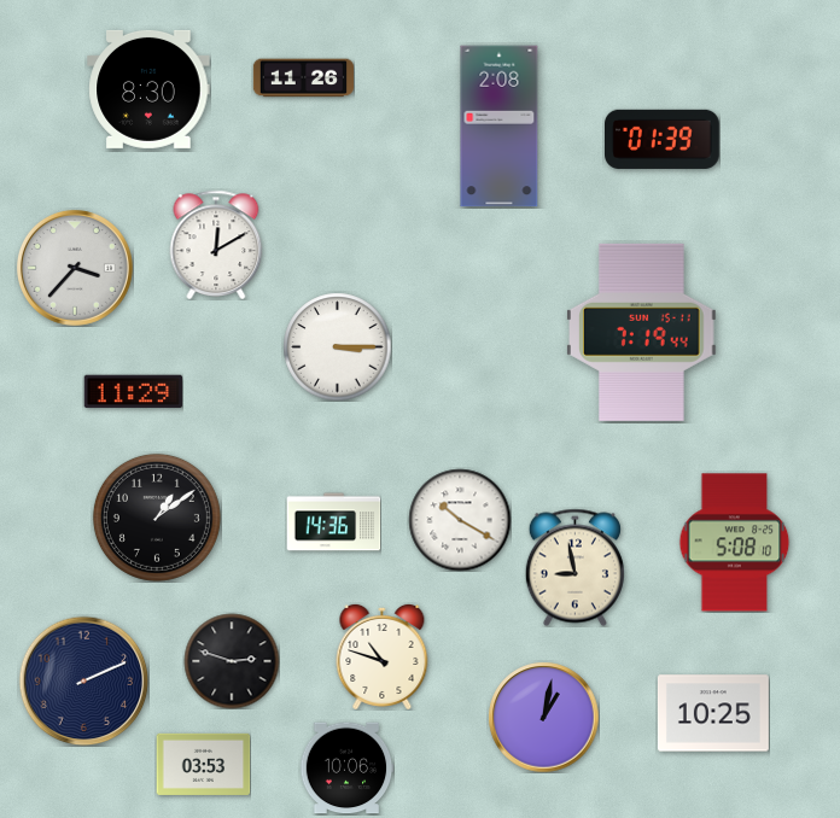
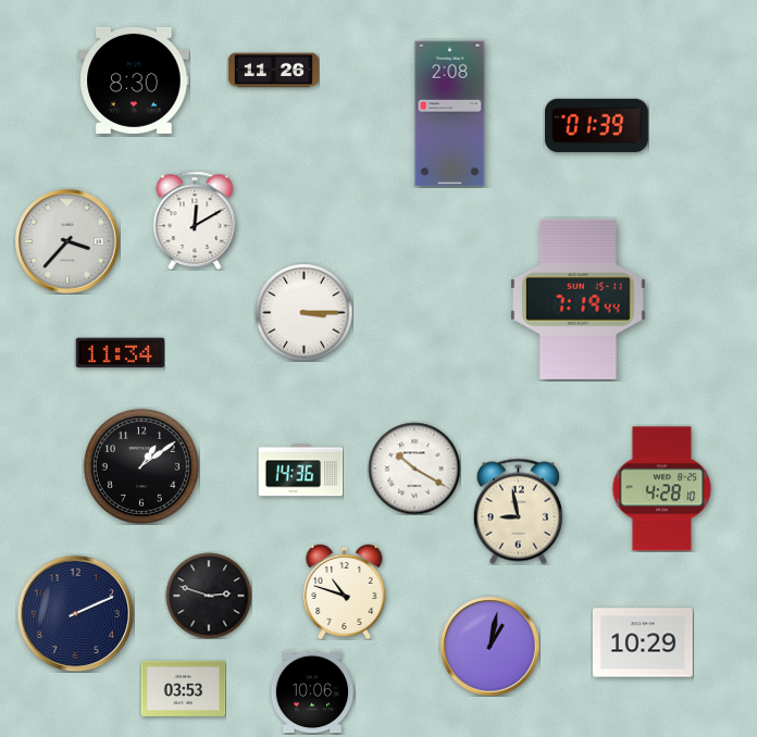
clock at (133, 392): 11:29 -> 11:34
clock at (735, 543): 5:08 -> 4:28
clock at (713, 713): 10:25 -> 10:29
